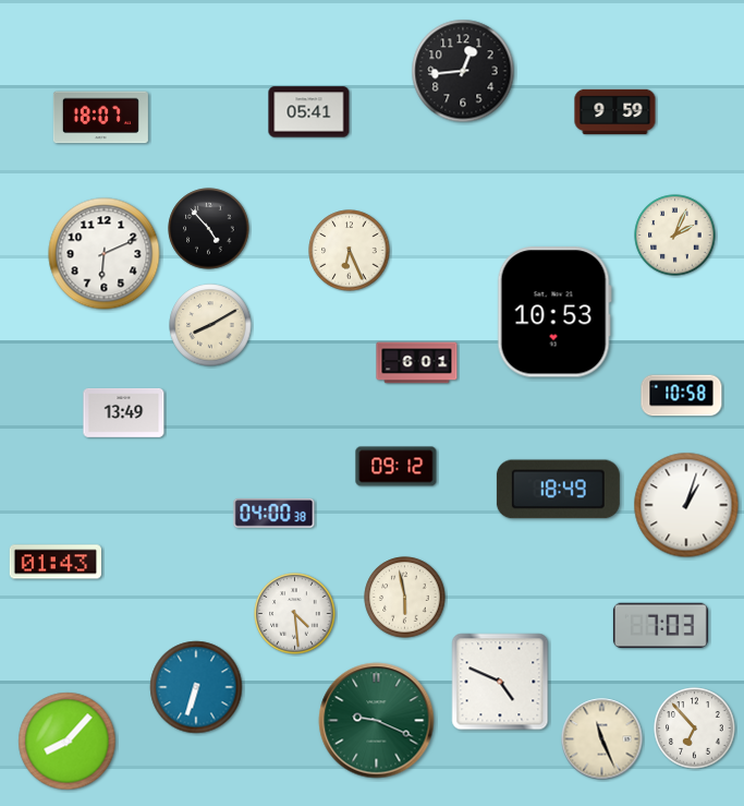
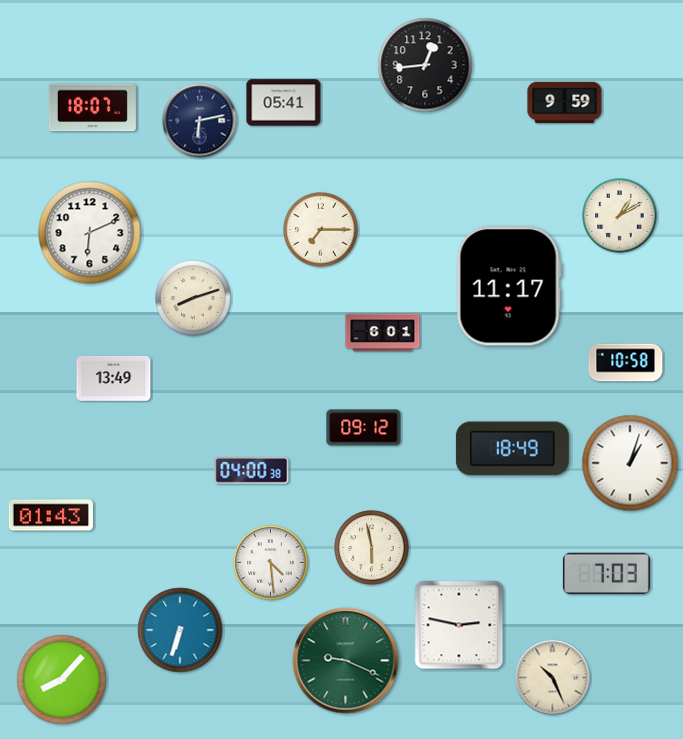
clock at (200, 121): none -> 6:13
clock at (209, 229): 4:53 -> none
clock at (675, 236): 2:04 -> 1:10
clock at (350, 251): 6:26 -> 7:15
clock at (105, 254) position: (105, 254) -> (90, 233)
clock at (554, 312): 10:53 -> 11:17
clock at (210, 325): 8:10 -> 8:12
clock at (500, 682): 4:49 -> 2:47
clock at (695, 729): 6:53 -> none
clock at (602, 739): 11:26 -> 10:26
